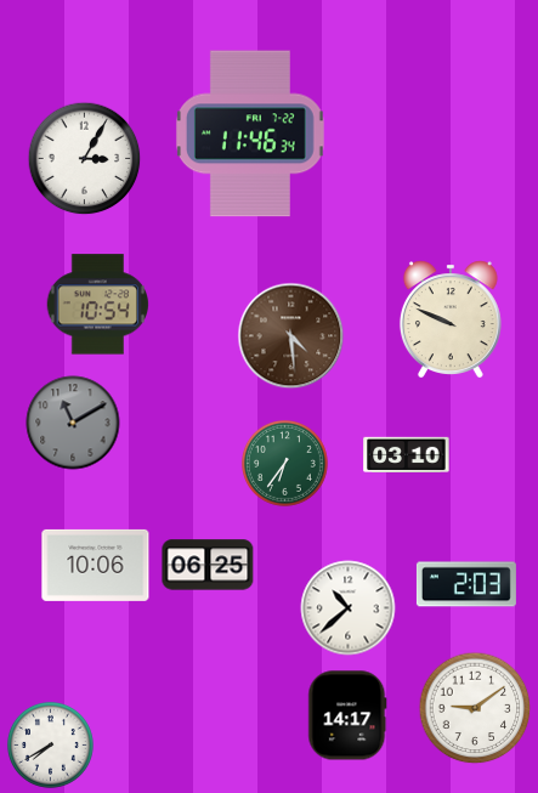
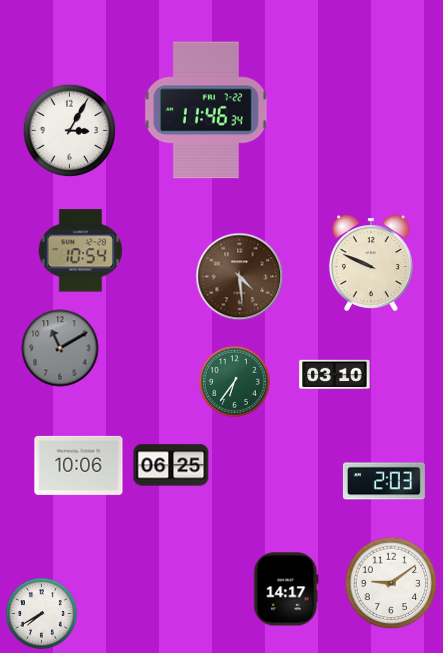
clock at (349, 608): 10:38 -> none
